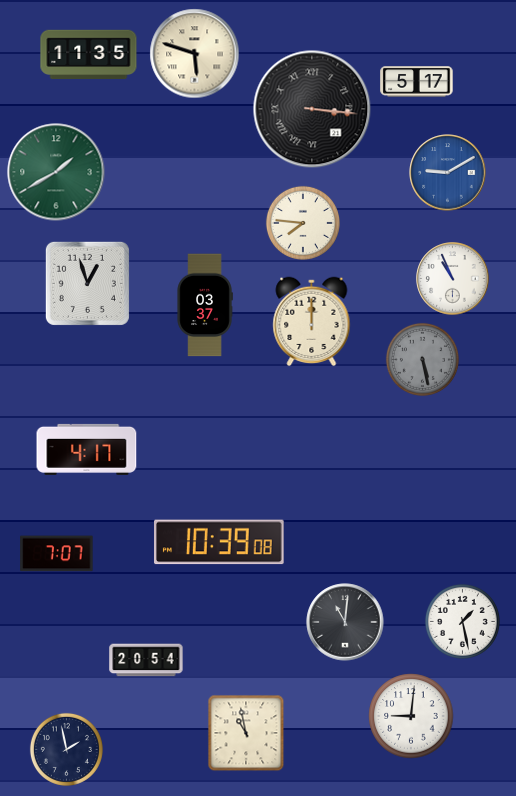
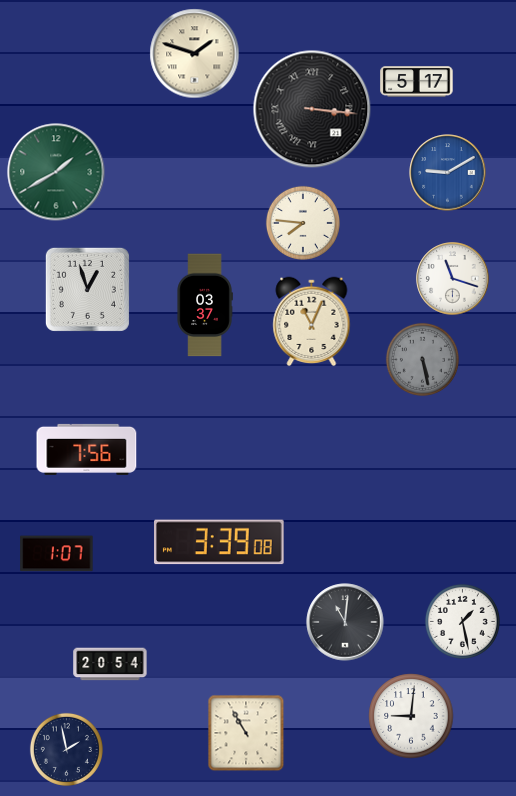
clock at (195, 54): 5:48 -> 1:48
clock at (89, 55): 11:35 -> none
clock at (453, 279): 10:56 -> 11:18
clock at (87, 283) position: (87, 283) -> (87, 289)
clock at (312, 322): 12:00 -> 11:04
clock at (87, 449): 4:17 -> 7:56
clock at (220, 542): 10:39 -> 3:39
clock at (57, 554): 7:07 -> 1:07
clock at (146, 660) position: (146, 660) -> (110, 664)
clock at (246, 733): 10:58 -> 10:55
